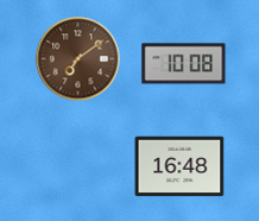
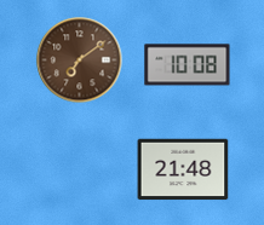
clock at (179, 166): 16:48 -> 21:48
